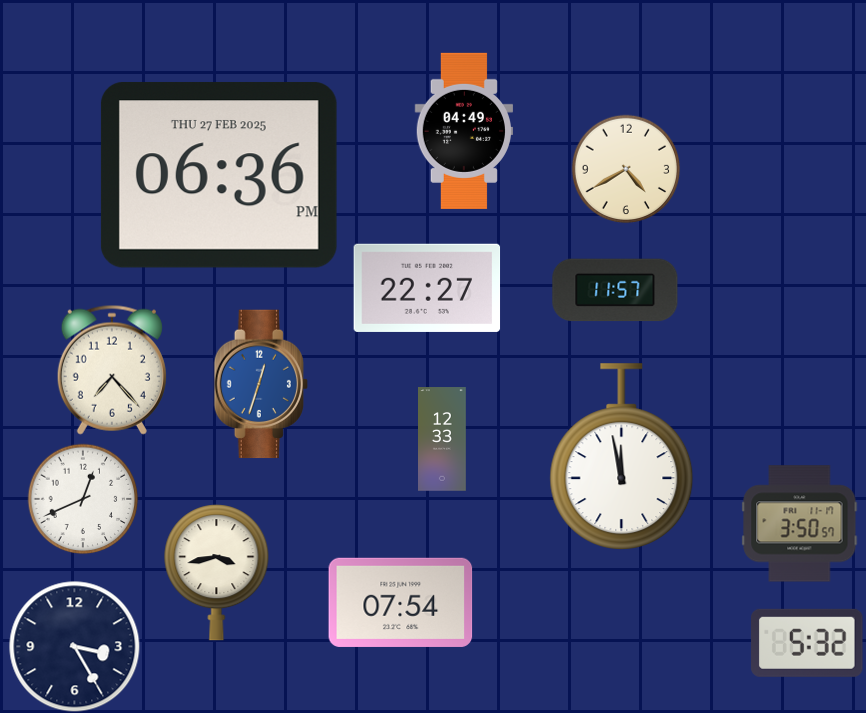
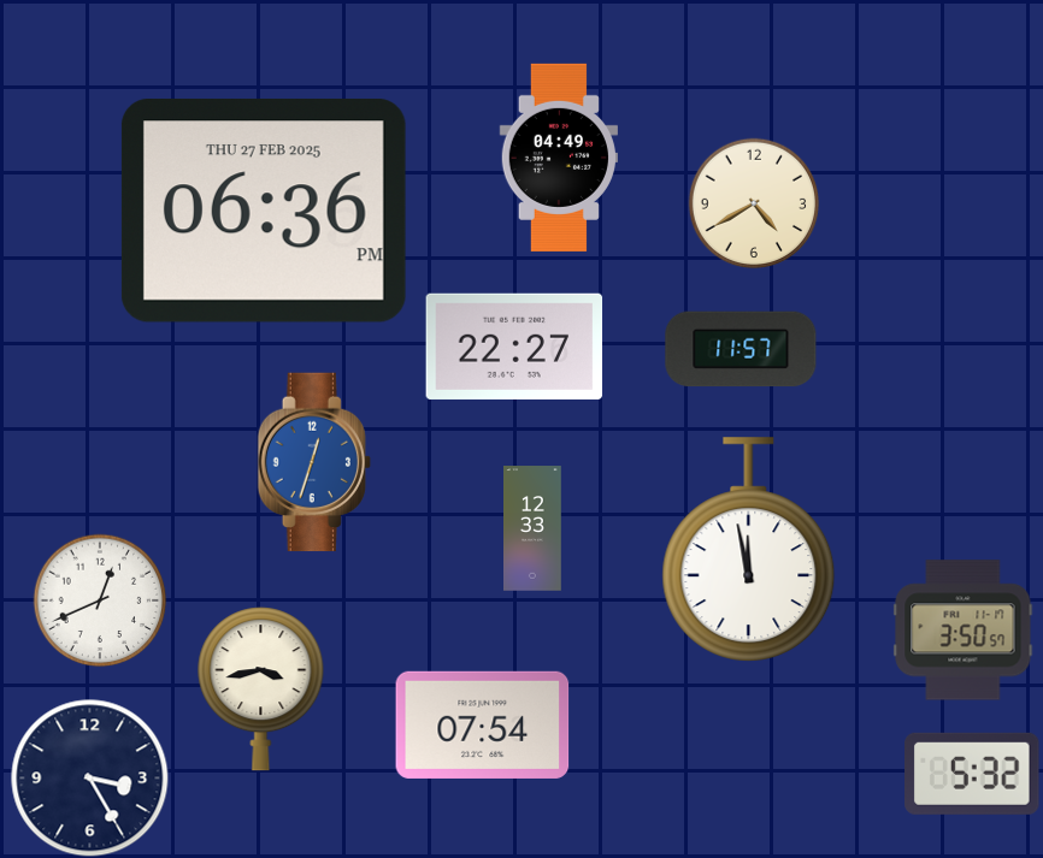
clock at (112, 370): 7:23 -> none
